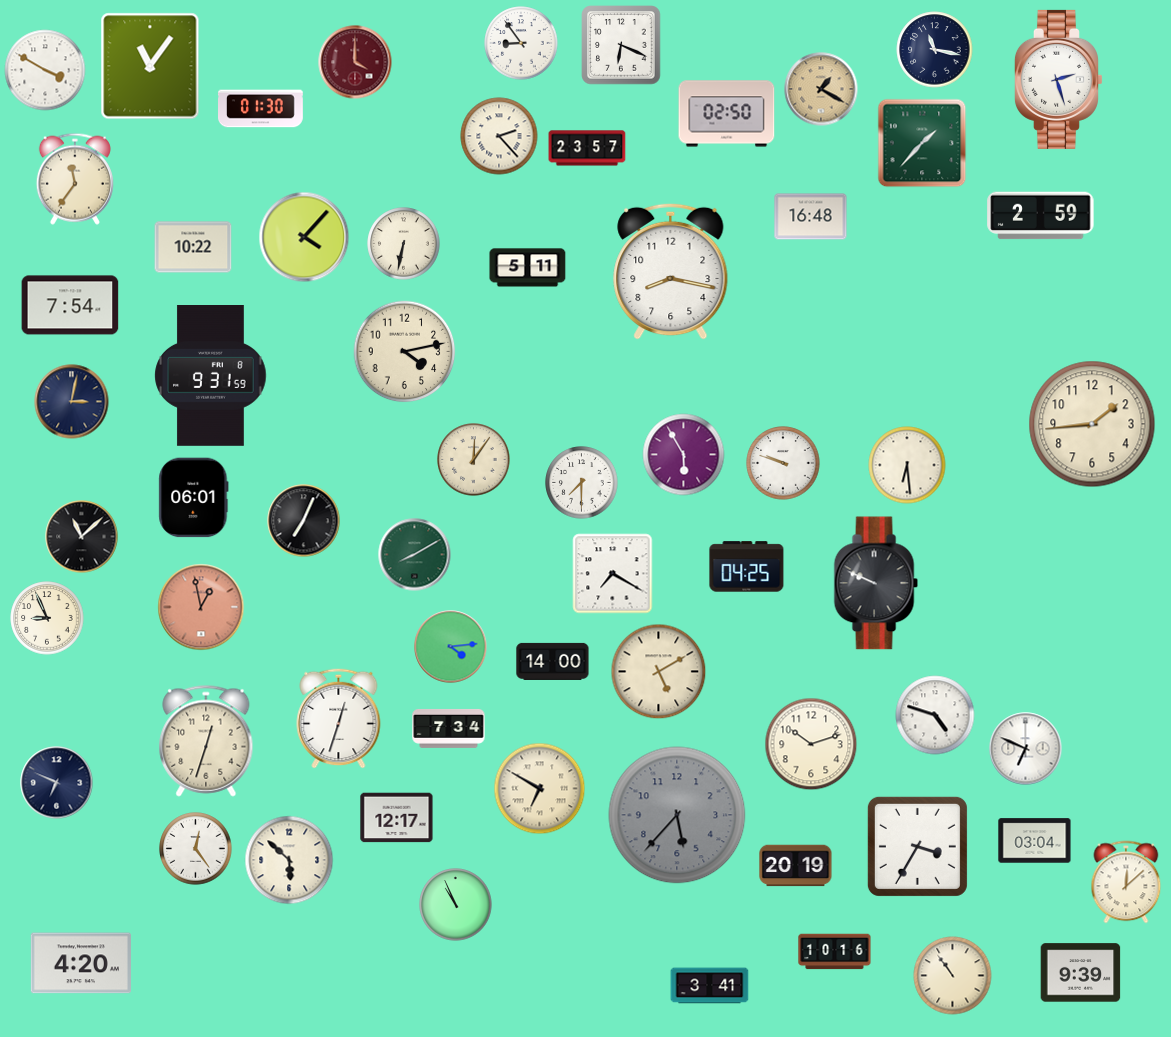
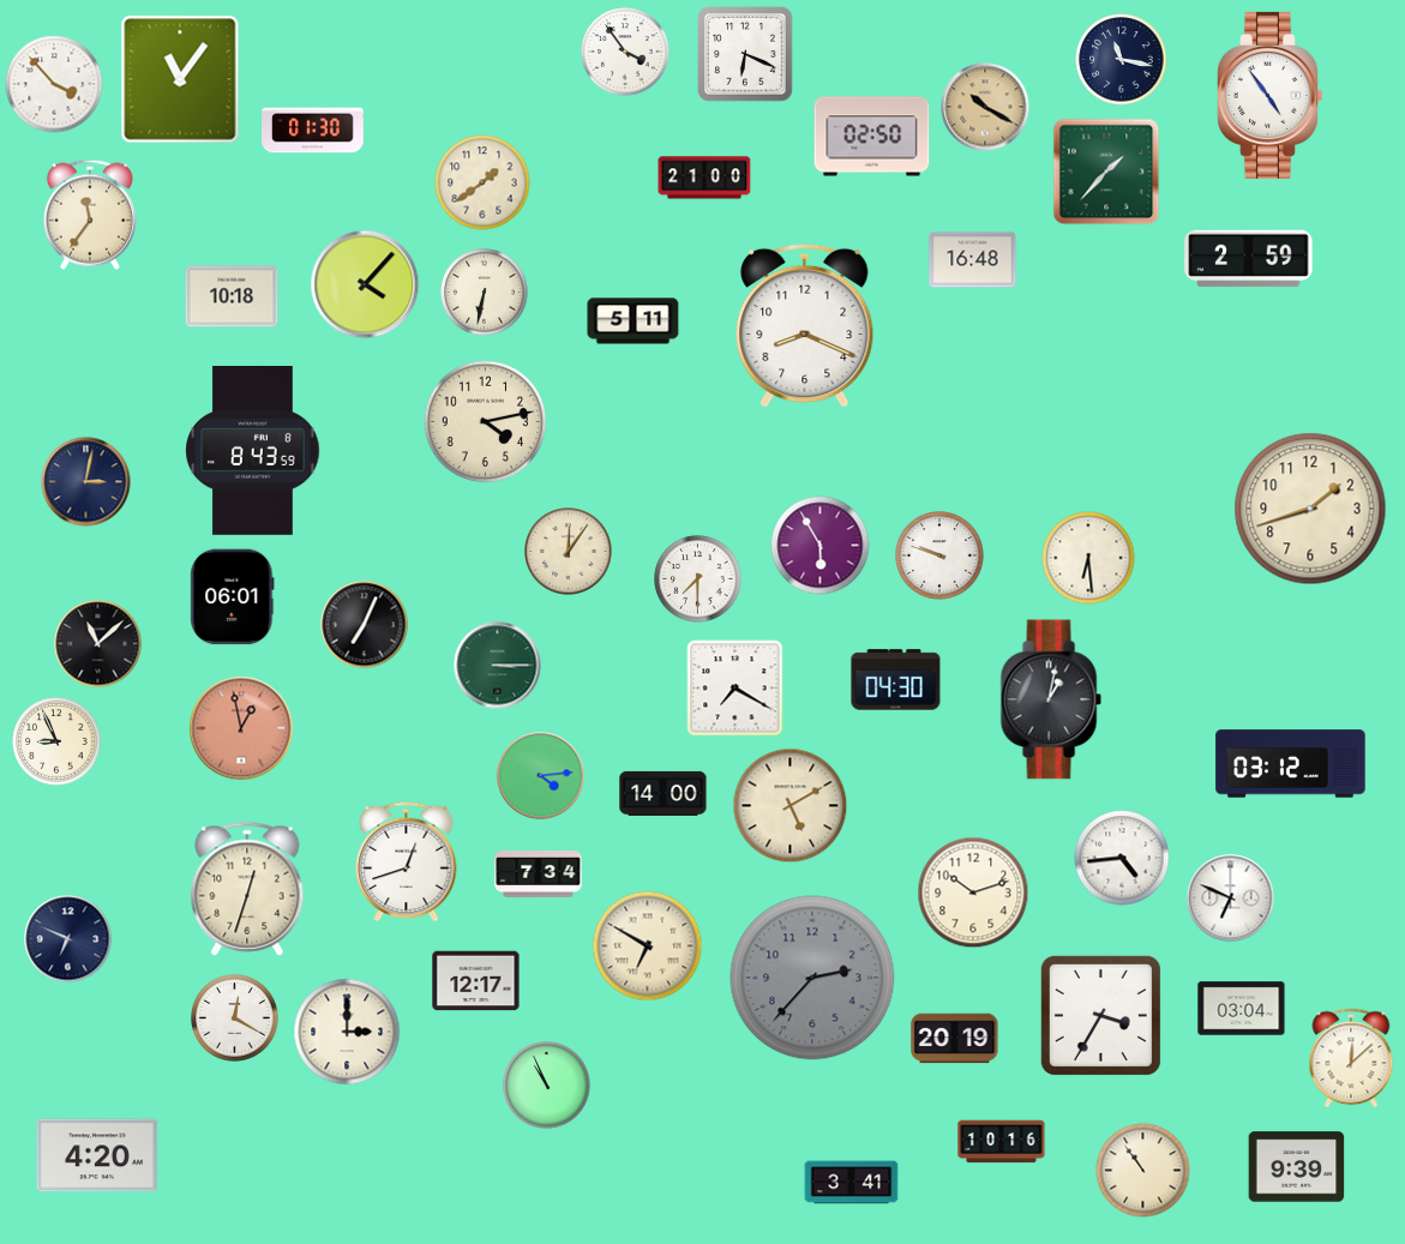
clock at (521, 43): 8:54 -> 3:54
clock at (355, 62): 4:00 -> none
clock at (45, 70): 3:50 -> 3:53
clock at (1058, 79): 2:27 -> 4:54
clock at (821, 89): 1:20 -> 10:20
clock at (499, 136): 2:23 -> none
clock at (587, 148): 23:57 -> 21:00
clock at (482, 182): none -> 1:39
clock at (193, 247): 10:22 -> 10:18
clock at (671, 271): 8:17 -> 8:19
clock at (70, 305): 7:54 -> none
clock at (211, 376): 9:31 -> 8:43
clock at (1092, 424): 1:44 -> 1:42
clock at (415, 555): 8:10 -> 3:15
clock at (747, 567): 04:25 -> 04:30
clock at (876, 583): 9:49 -> 1:02
clock at (1291, 764): none -> 03:12
clock at (935, 715): 4:48 -> 4:44
clock at (339, 718): 12:33 -> 12:42
clock at (677, 815): 5:37 -> 2:37
clock at (196, 849): 12:24 -> 12:20
clock at (289, 860): 5:52 -> 3:00
